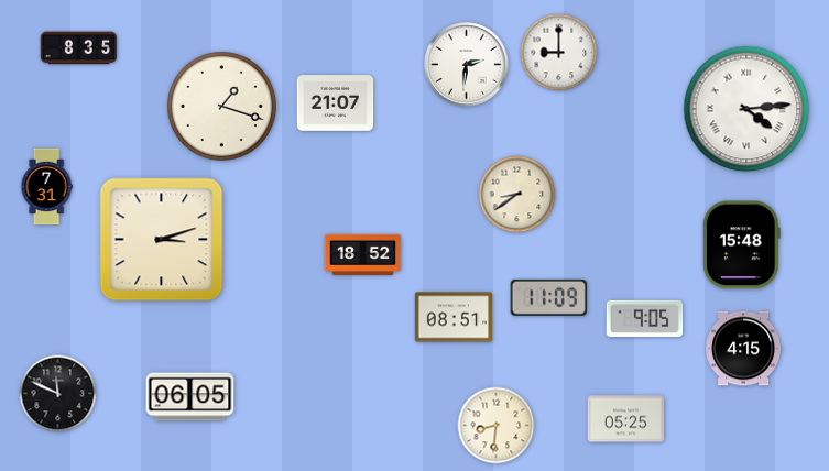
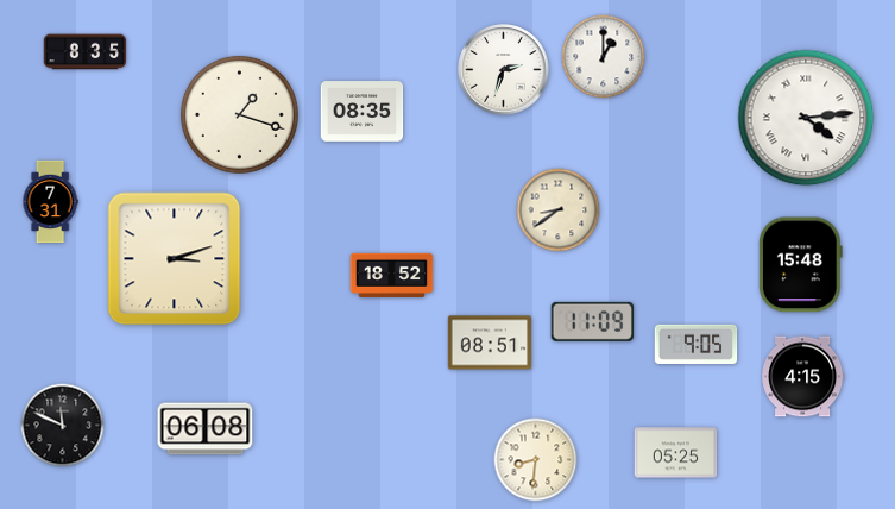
clock at (559, 53): 9:00 -> 1:00
clock at (467, 65): 2:31 -> 2:33
clock at (336, 103): 21:07 -> 08:35
clock at (190, 397): 06:05 -> 06:08
